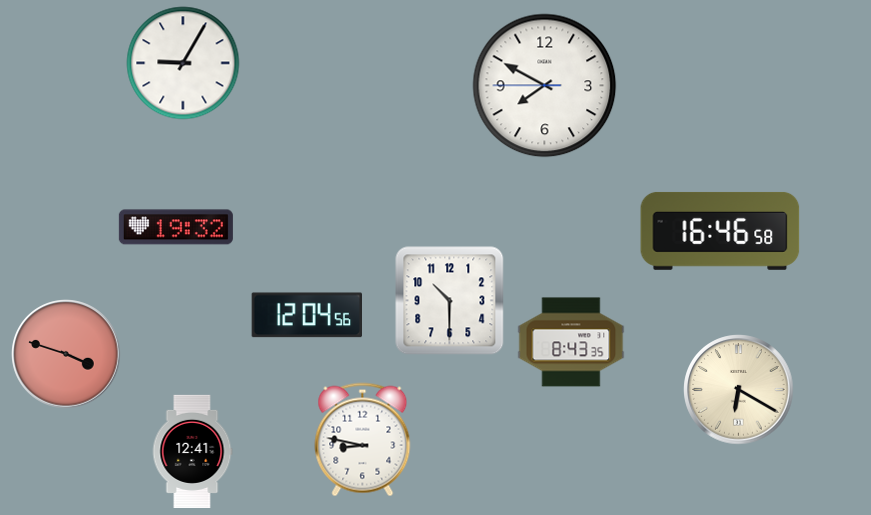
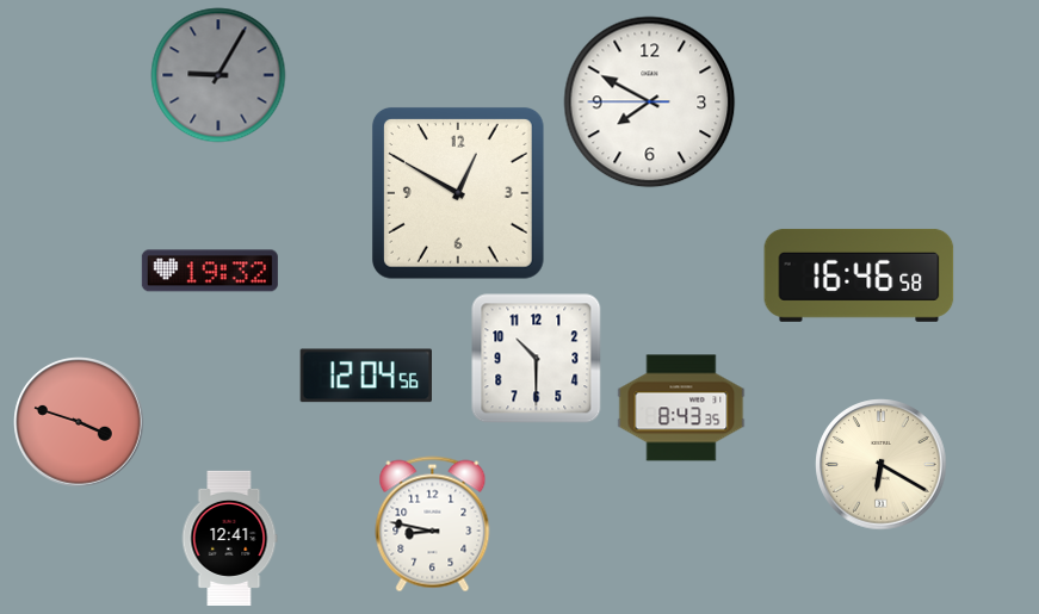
clock at (183, 63) dial: white -> grey
clock at (458, 193): none -> 12:50
